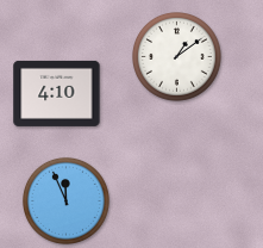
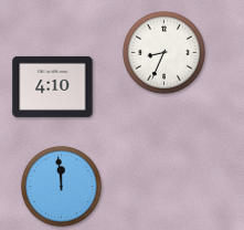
clock at (177, 57): 1:09 -> 8:34
clock at (65, 200): 11:56 -> 11:59
